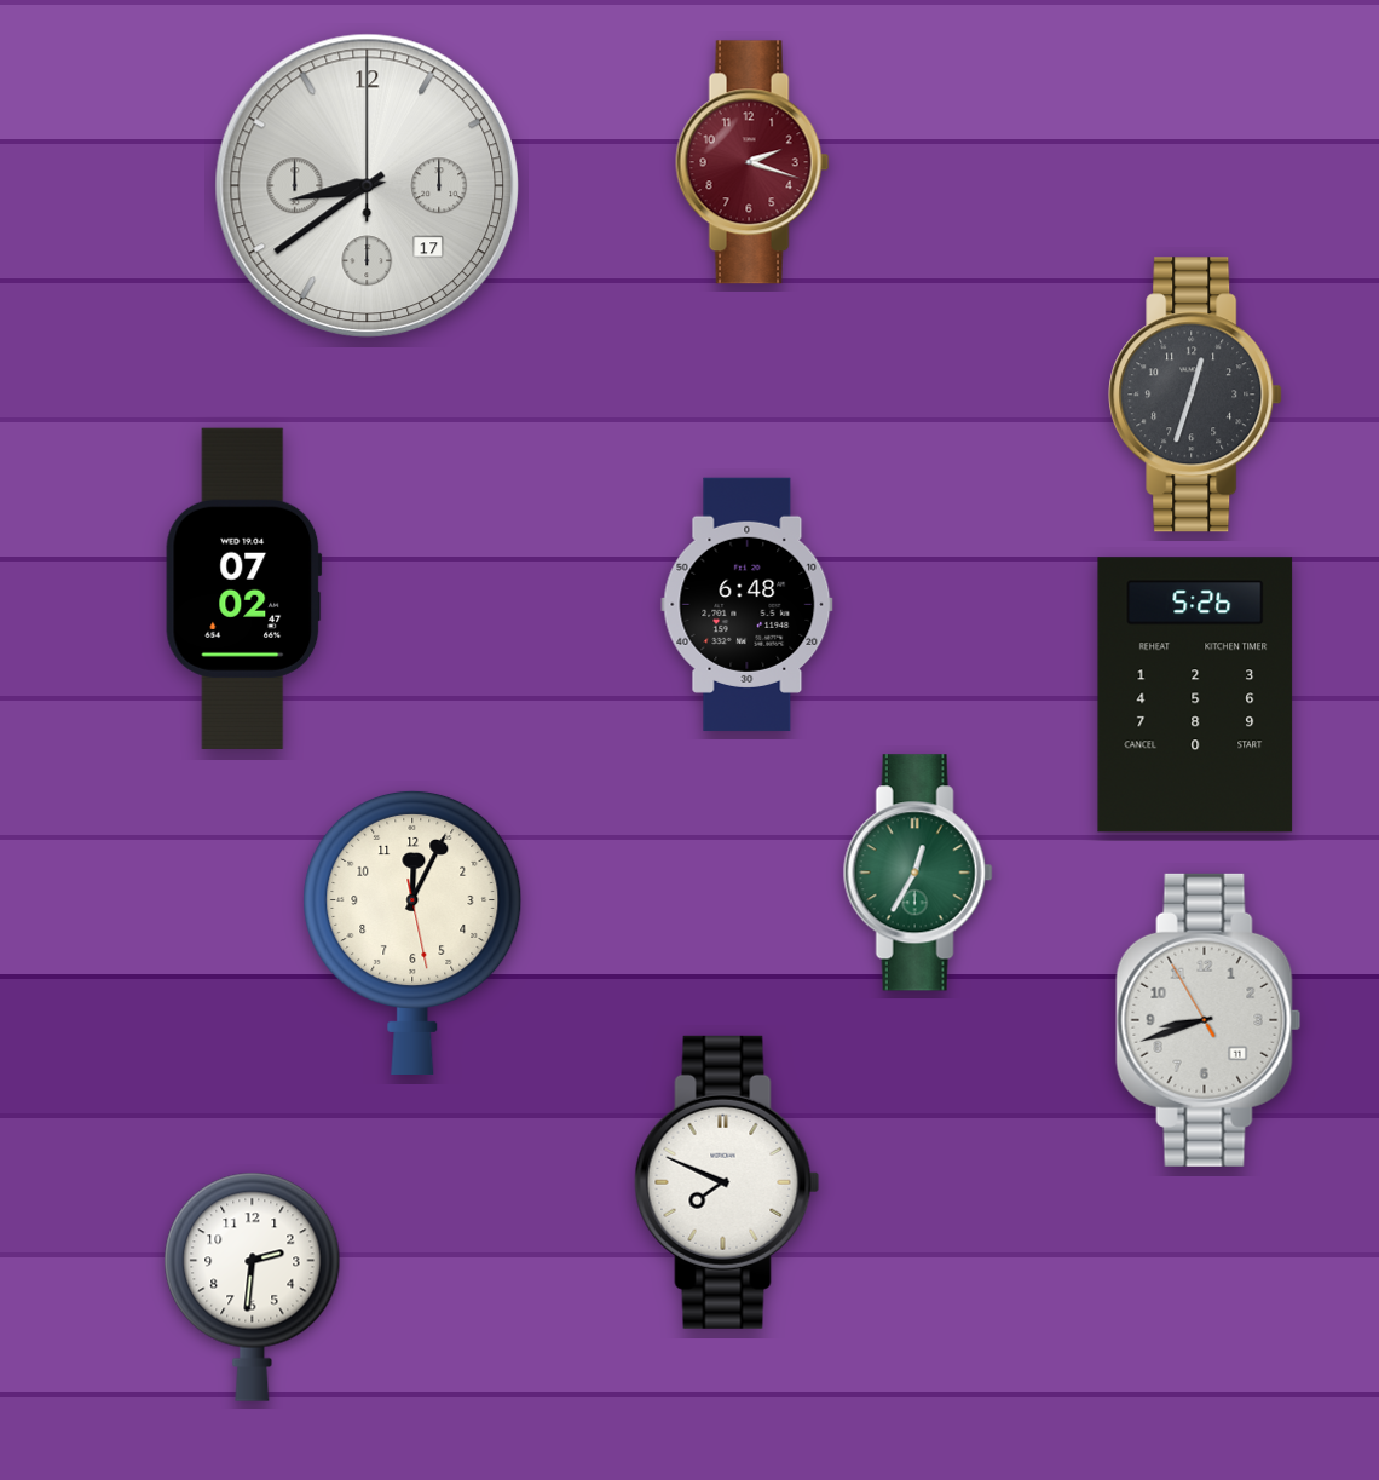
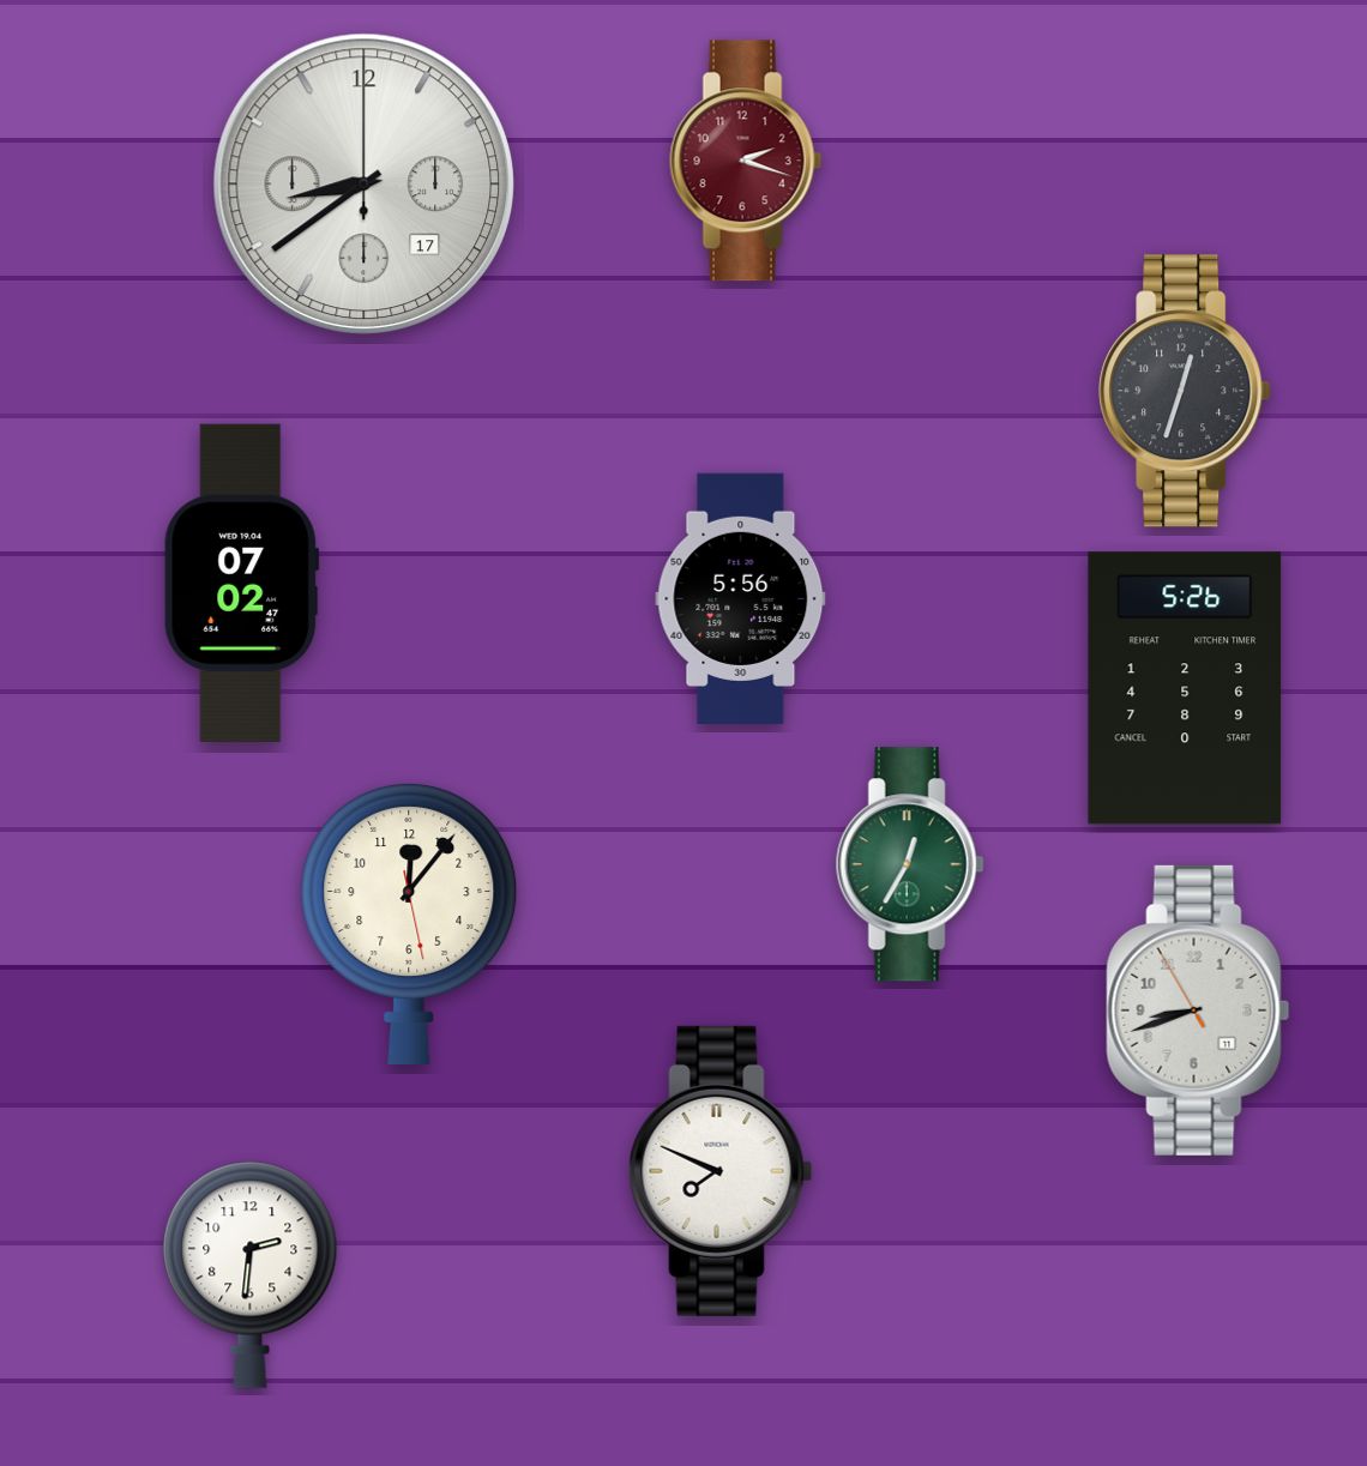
clock at (748, 604): 6:48 -> 5:56
clock at (412, 932): 12:04 -> 12:06
